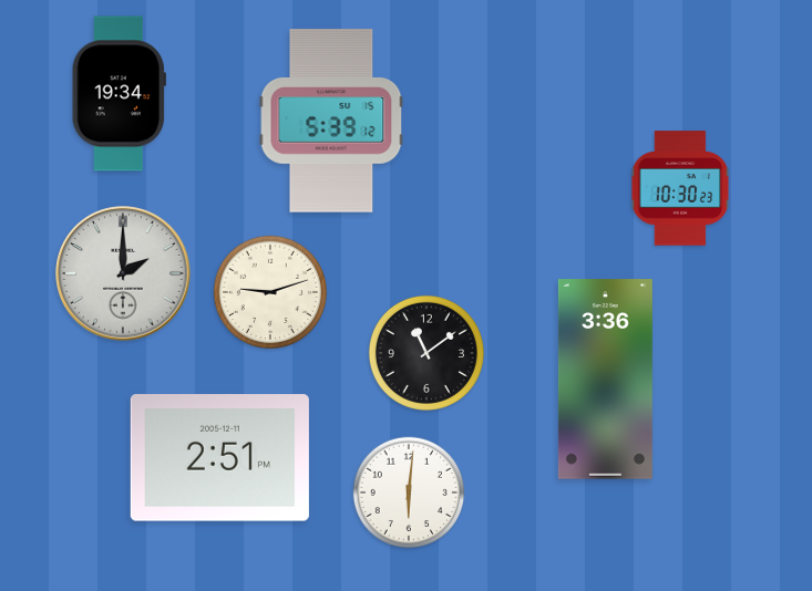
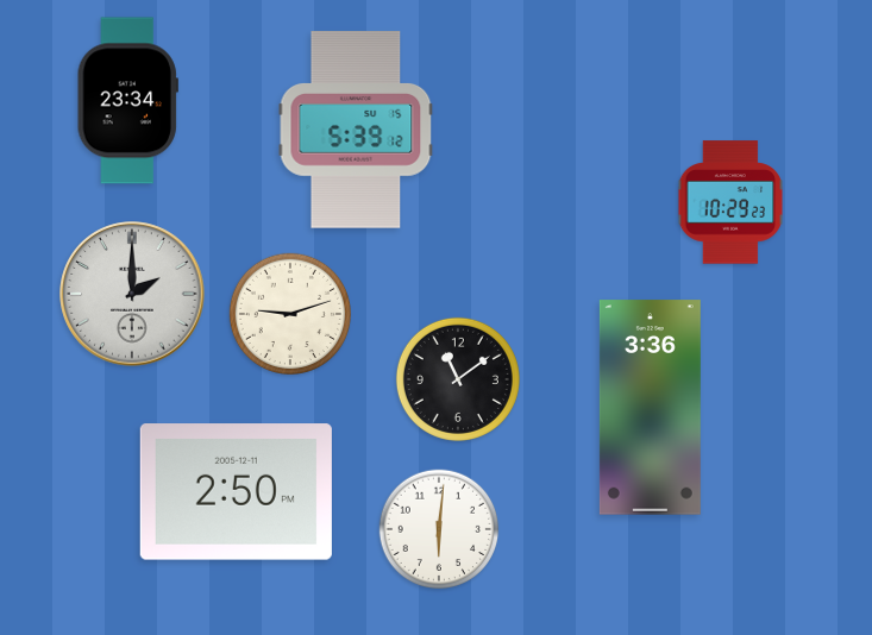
clock at (119, 94): 19:34 -> 23:34
clock at (680, 188): 10:30 -> 10:29
clock at (219, 458): 2:51 -> 2:50
